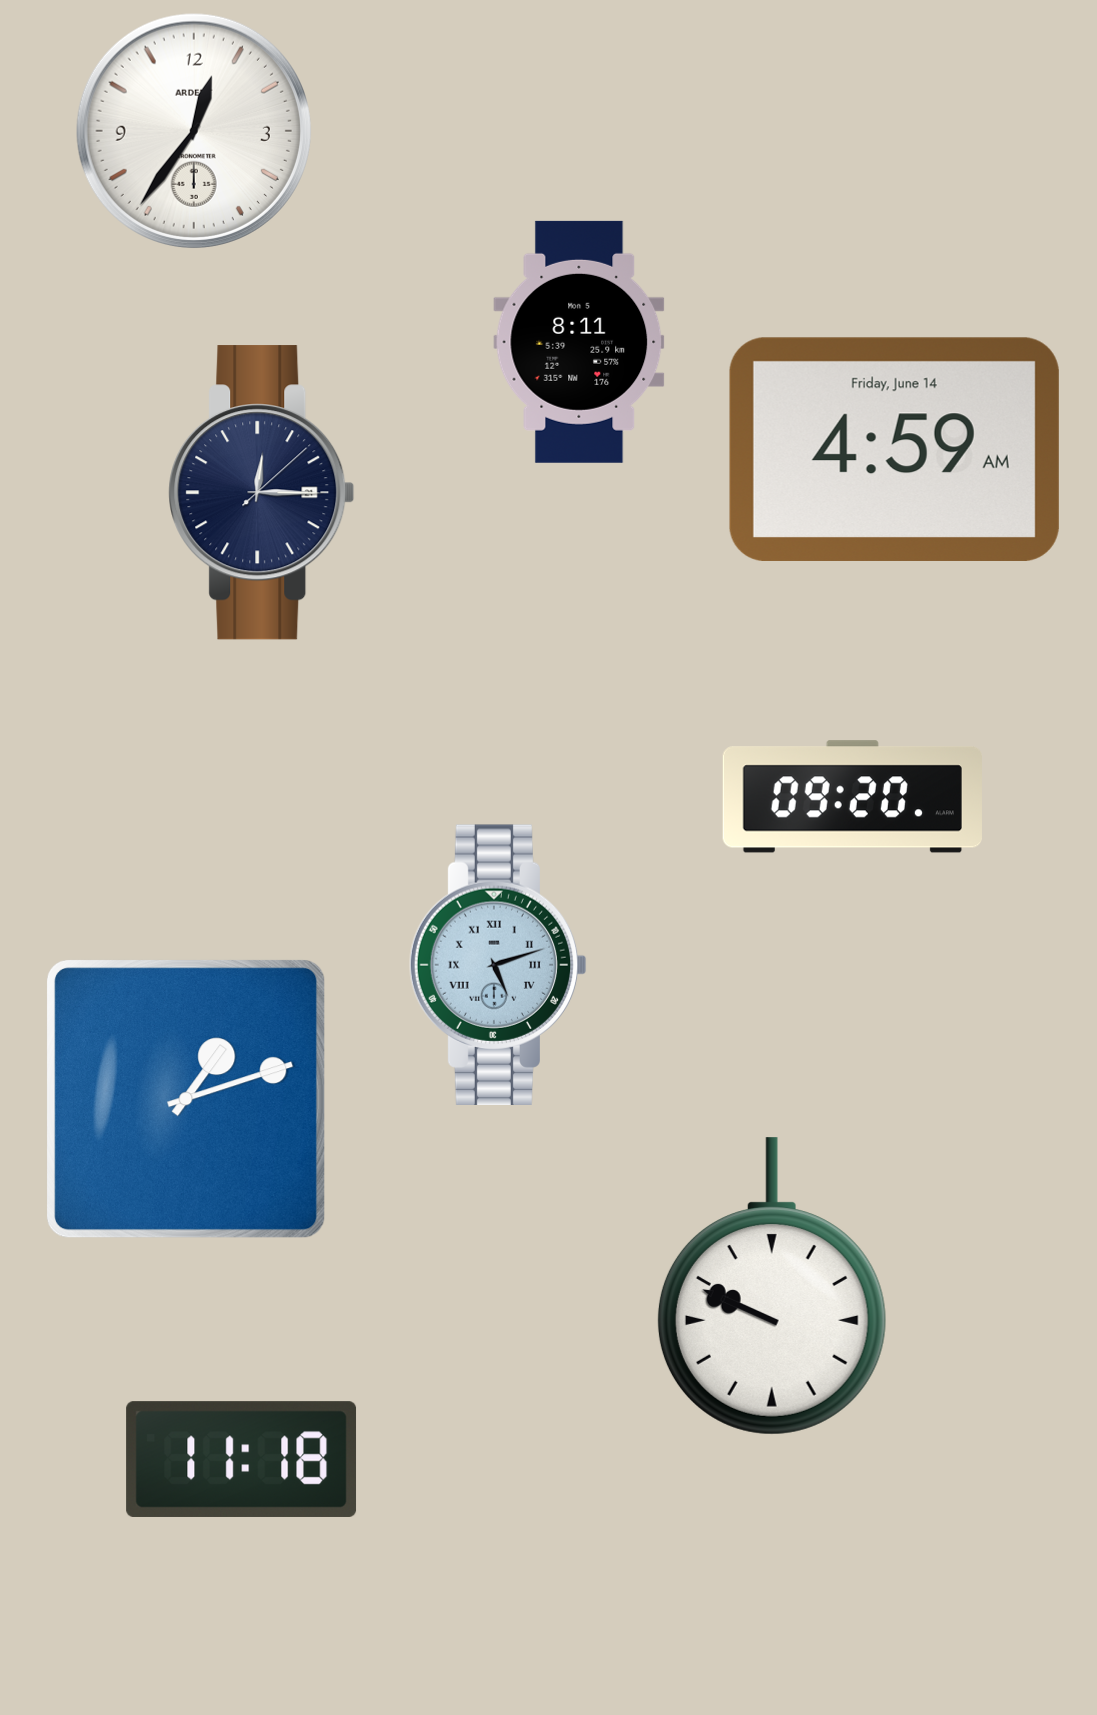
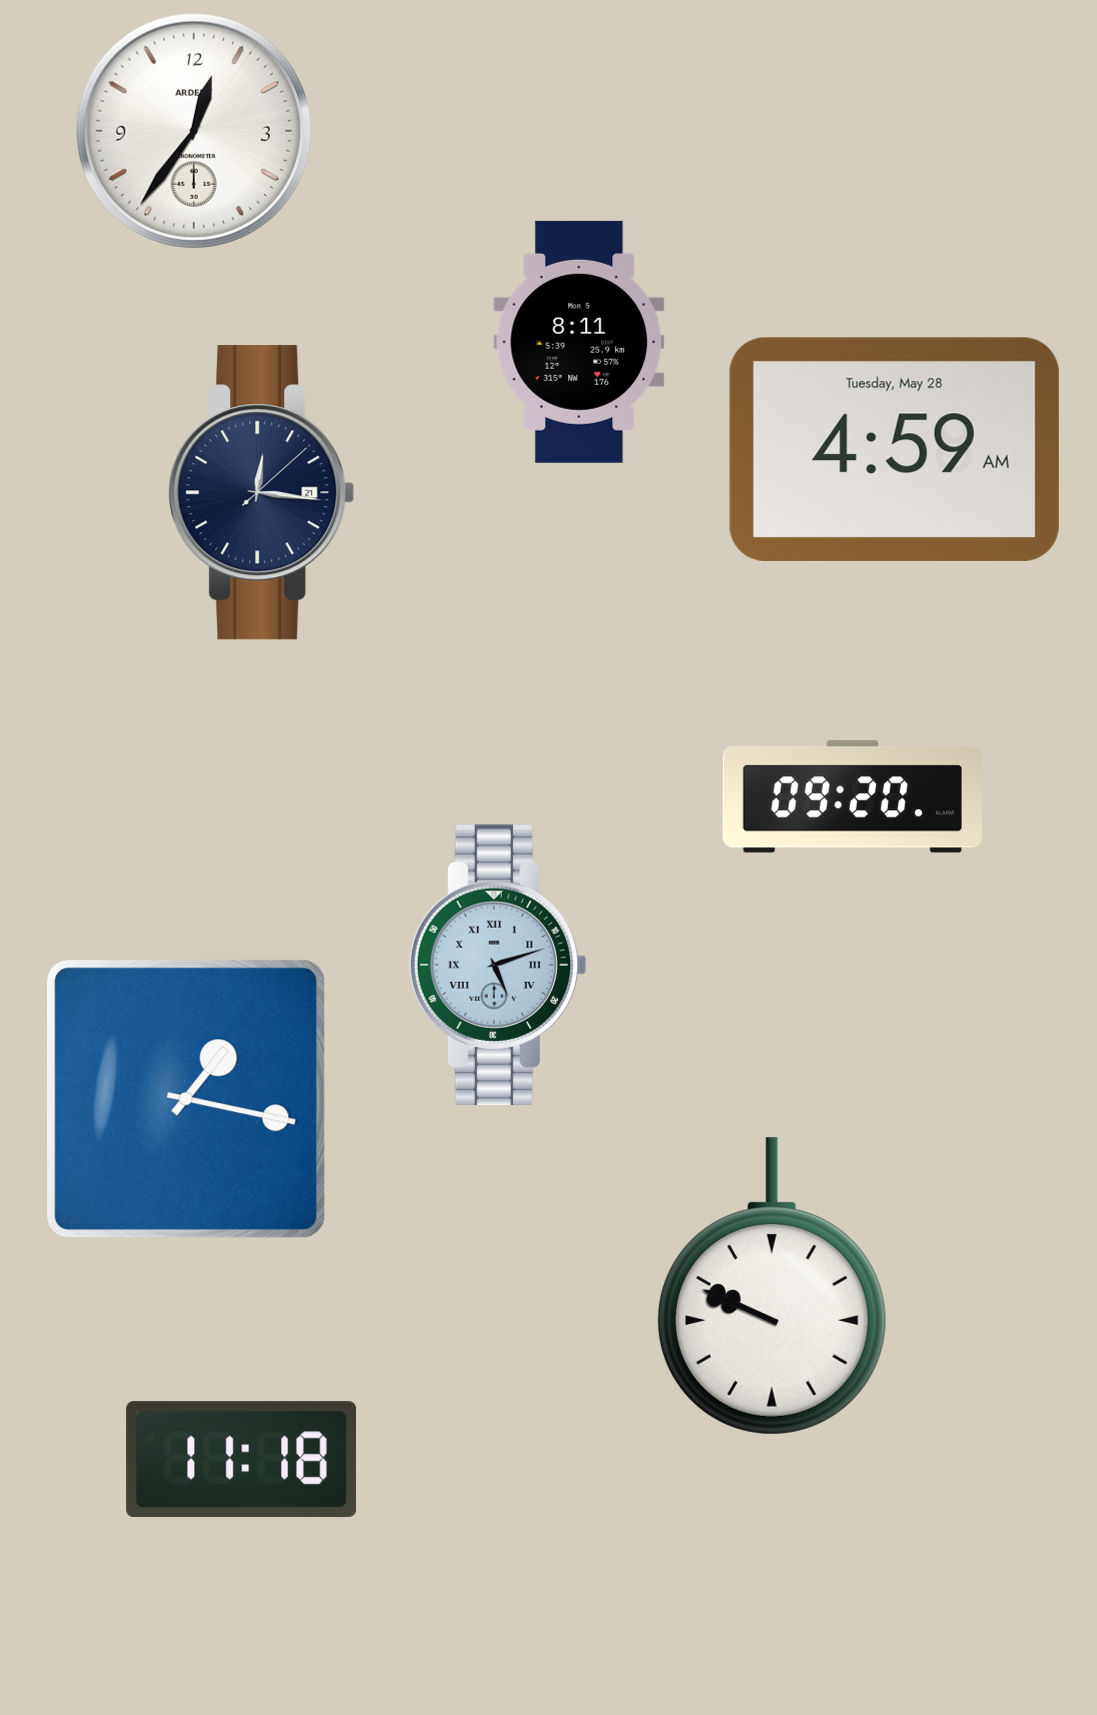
clock at (894, 449) date: Friday, June 14 -> Tuesday, May 28
clock at (262, 493): 12:15 -> 12:16
clock at (186, 1099): 1:12 -> 1:17
